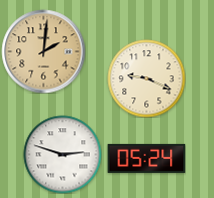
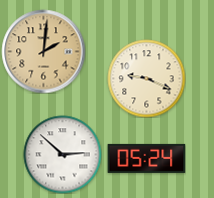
clock at (62, 154): 2:48 -> 2:52
